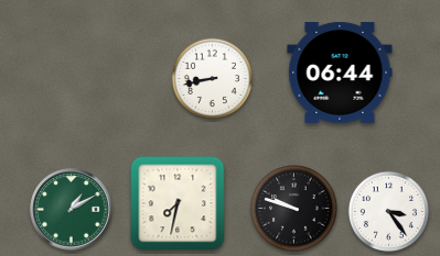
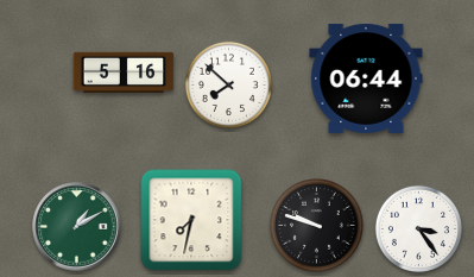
clock at (124, 71): none -> 5:16
clock at (212, 78): 8:43 -> 7:52
